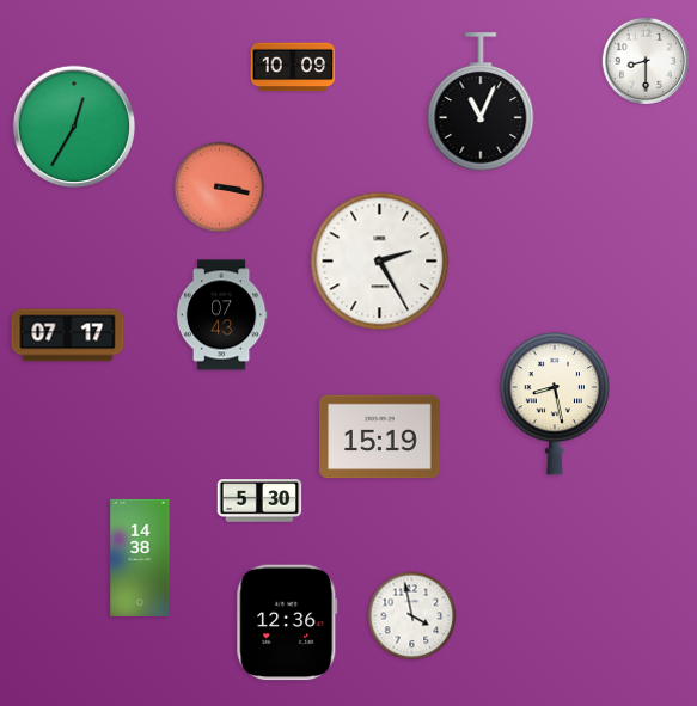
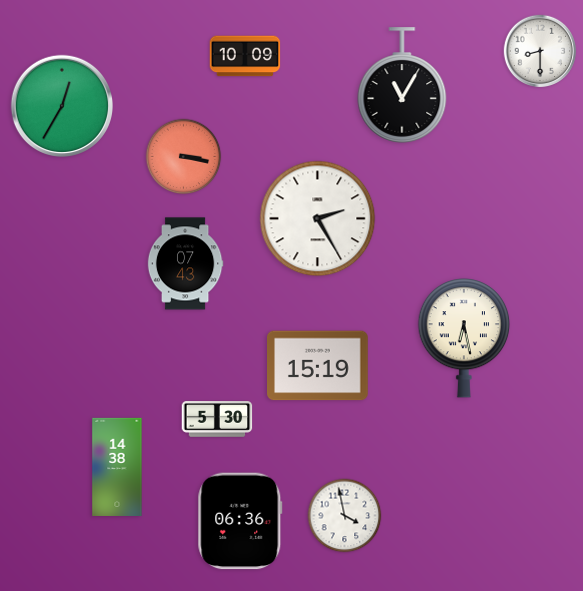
clock at (481, 102): 11:04 -> 11:05
clock at (68, 336): 07:17 -> none
clock at (555, 405): 8:28 -> 6:28
clock at (287, 622): 12:36 -> 06:36
